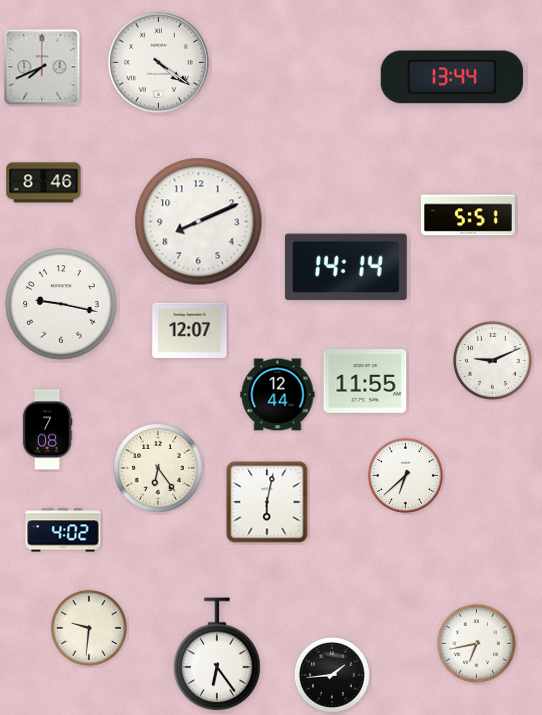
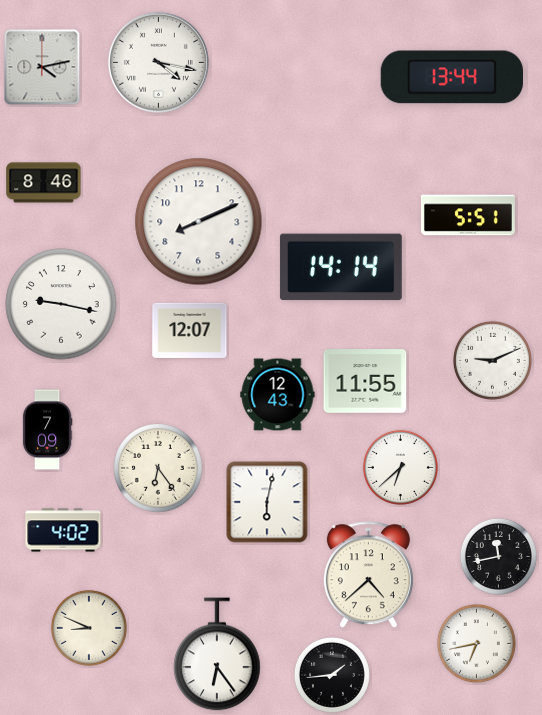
clock at (158, 62): 4:21 -> 4:17
clock at (42, 67): 7:41 -> 4:13
clock at (346, 267) position: (346, 267) -> (341, 267)
clock at (278, 395): 12:44 -> 12:43
clock at (47, 430): 7:08 -> 7:09
clock at (405, 475) position: (405, 475) -> (400, 467)
clock at (498, 556): none -> 11:43
clock at (368, 575): none -> 4:38
clock at (89, 628): 9:31 -> 8:49
